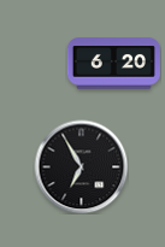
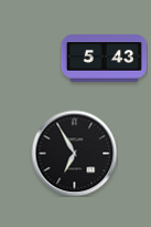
clock at (113, 64): 6:20 -> 5:43
